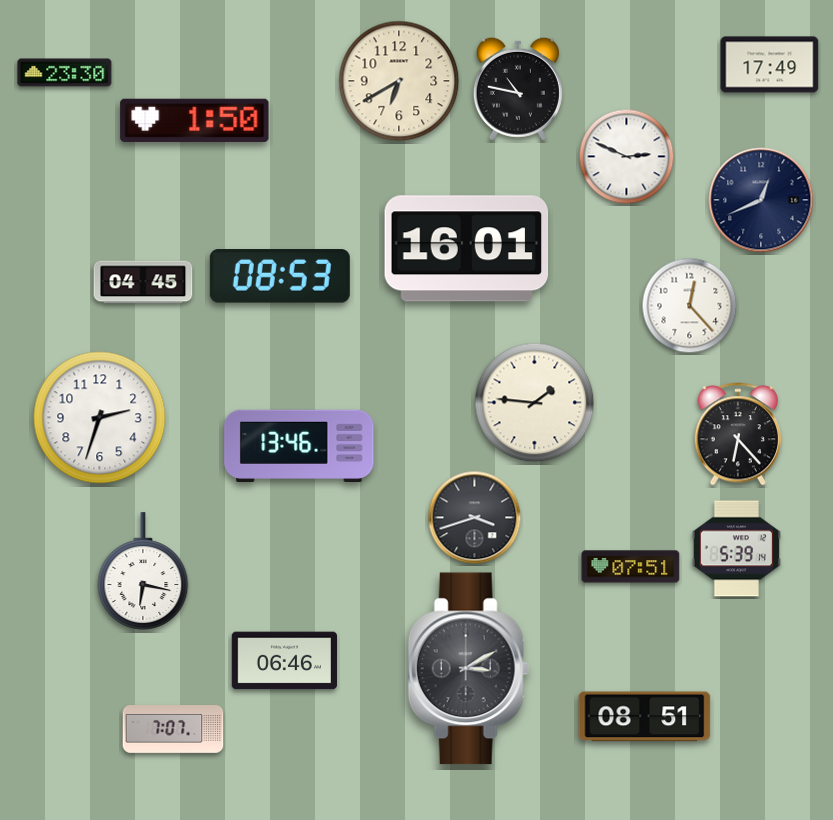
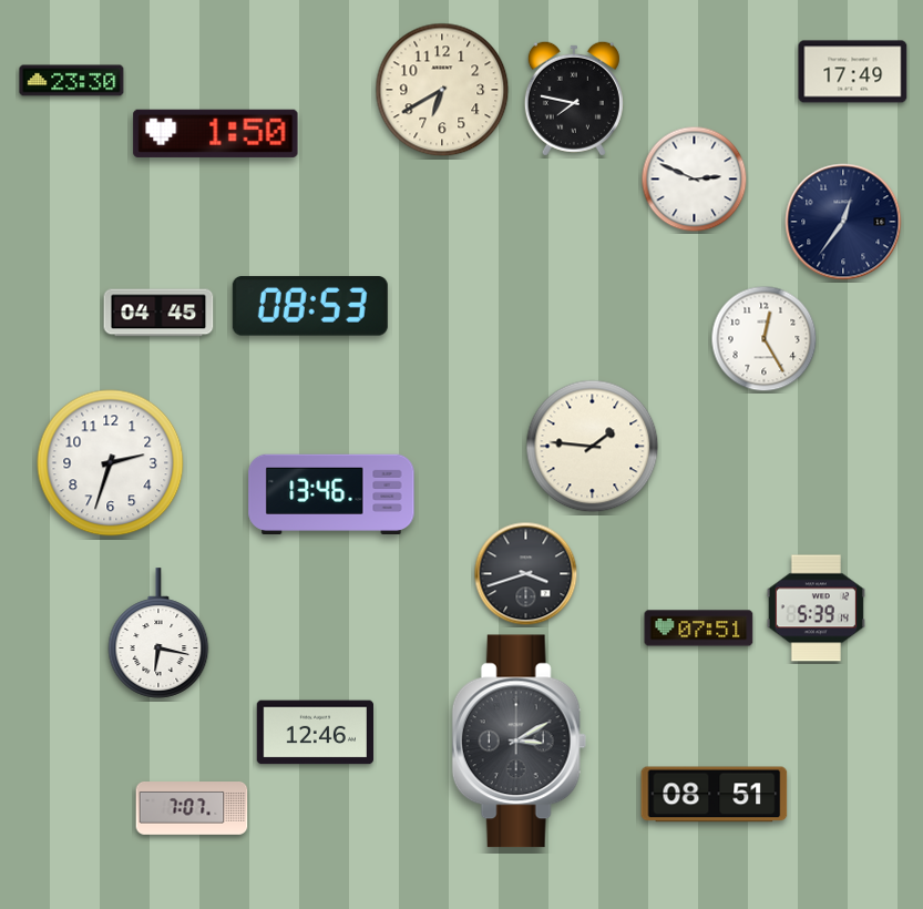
clock at (518, 89): 10:47 -> 7:47
clock at (627, 157) position: (627, 157) -> (695, 180)
clock at (761, 200): 12:41 -> 12:36
clock at (467, 249): 16:01 -> none
clock at (690, 306): 12:23 -> 12:25
clock at (737, 434): 6:23 -> none
clock at (284, 661): 06:46 -> 12:46
